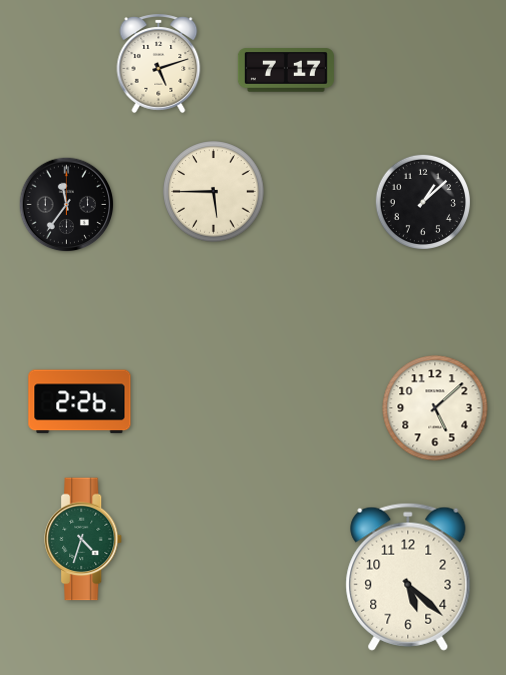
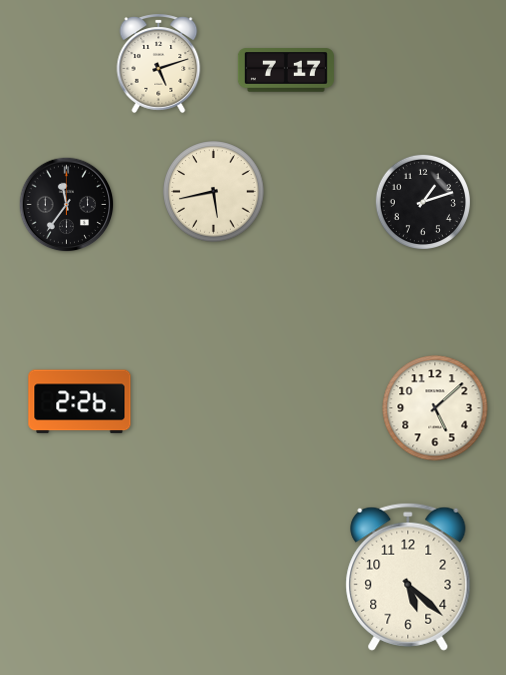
clock at (214, 192): 5:45 -> 5:43
clock at (423, 202): 1:08 -> 1:12
clock at (84, 539): 4:33 -> none
